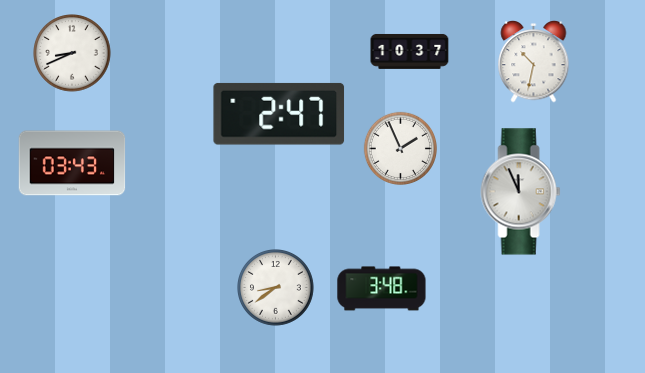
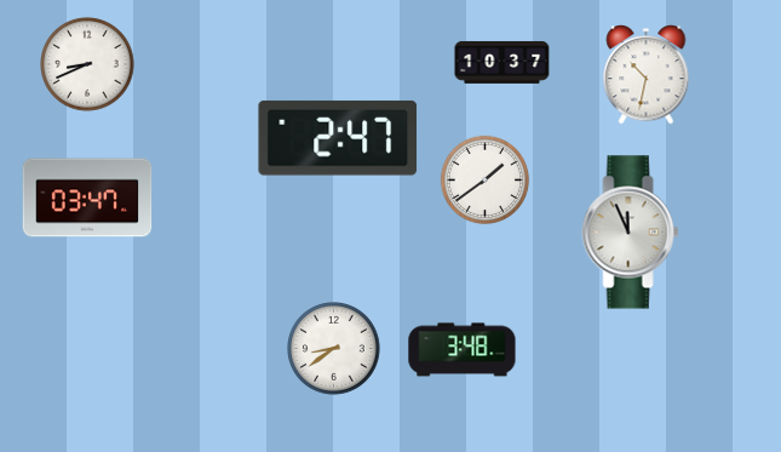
clock at (410, 51) position: (410, 51) -> (503, 62)
clock at (400, 148): 1:56 -> 1:39
clock at (72, 163): 03:43 -> 03:47
